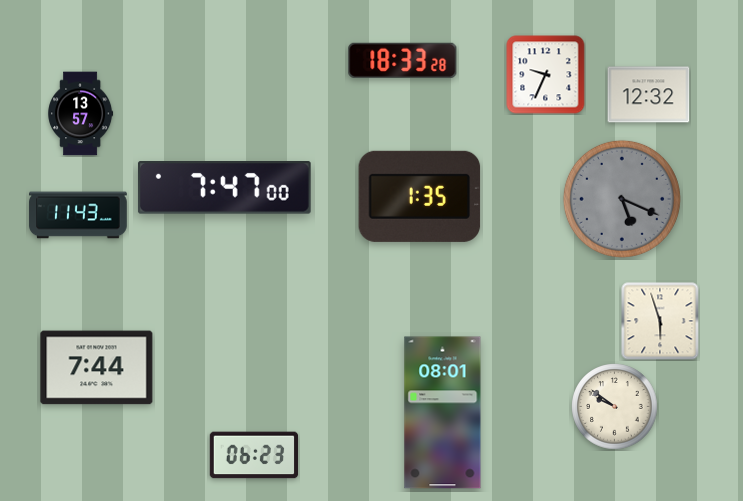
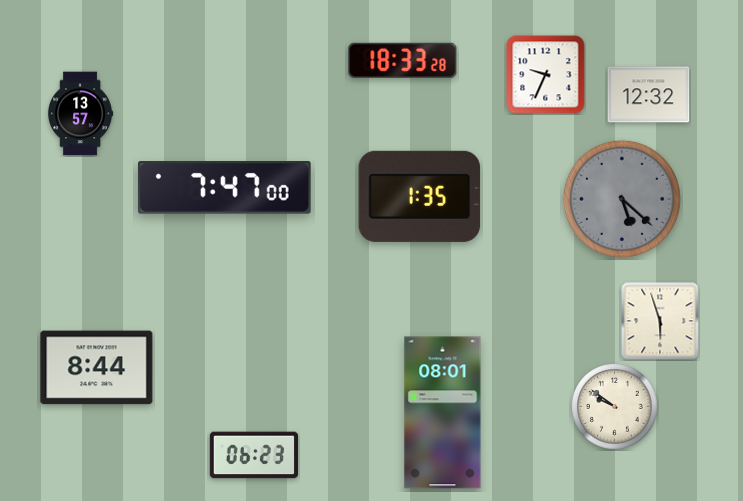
clock at (622, 199): 5:19 -> 5:22
clock at (78, 215): 11:43 -> none
clock at (97, 368): 7:44 -> 8:44
